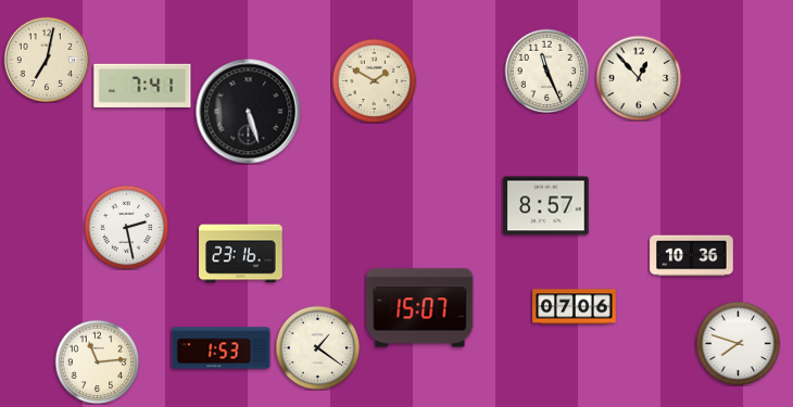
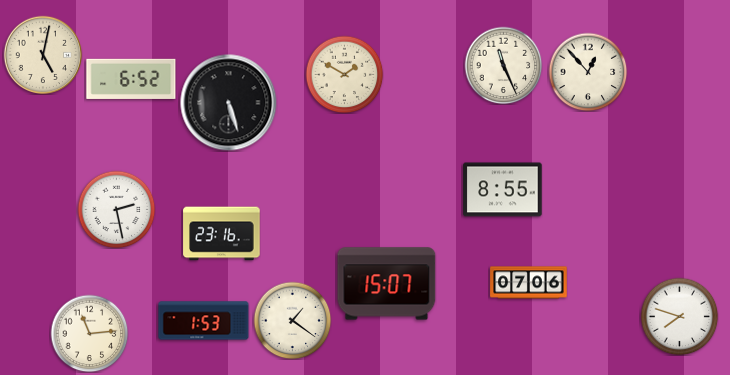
clock at (47, 60): 7:02 -> 5:02
clock at (142, 86): 7:41 -> 6:52
clock at (546, 206): 8:57 -> 8:55
clock at (692, 256): 10:36 -> none
